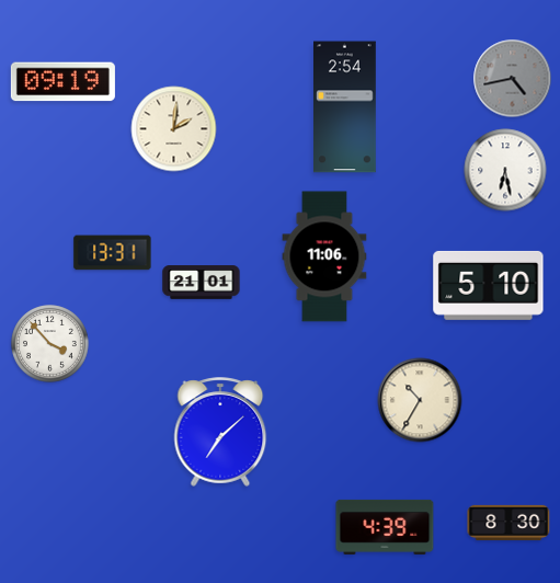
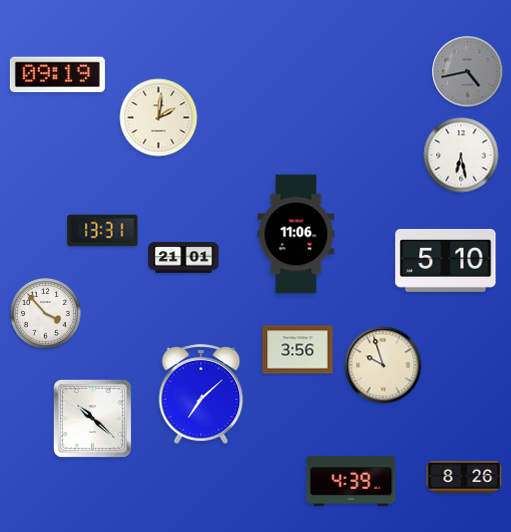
clock at (345, 107): 2:54 -> none
clock at (298, 350): none -> 3:56
clock at (420, 400): 10:35 -> 9:57
clock at (92, 418): none -> 10:22
clock at (508, 523): 8:30 -> 8:26
